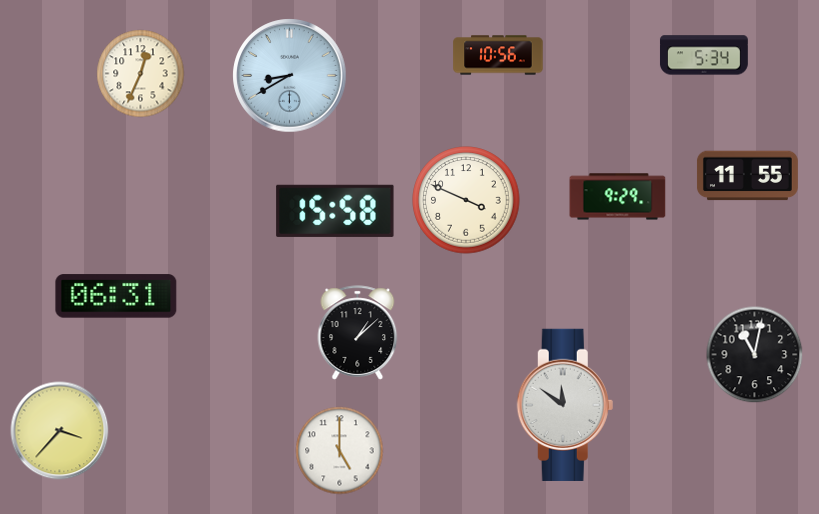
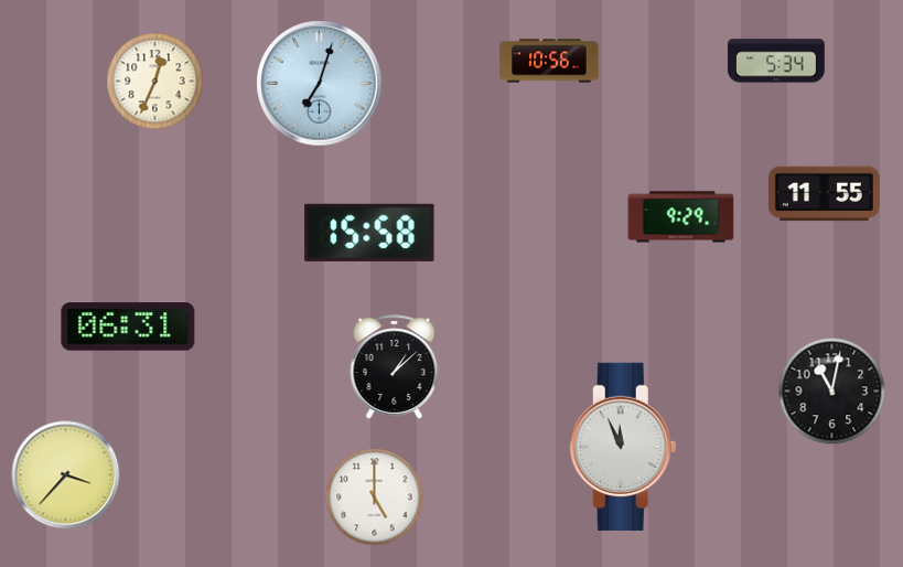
clock at (290, 76): 8:40 -> 7:03
clock at (466, 200): 3:49 -> none
clock at (565, 405): 11:51 -> 11:56
